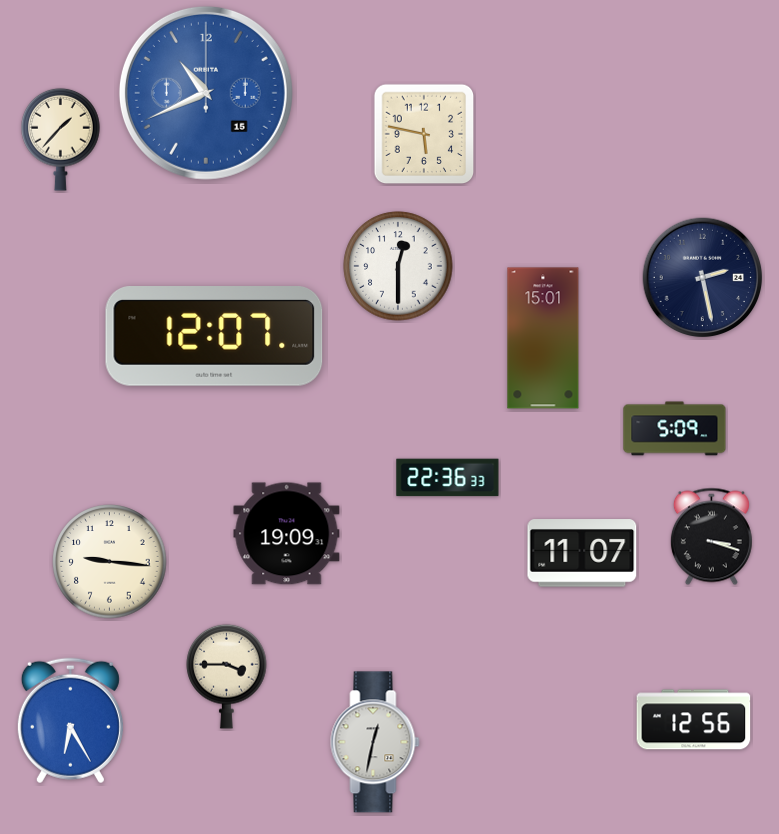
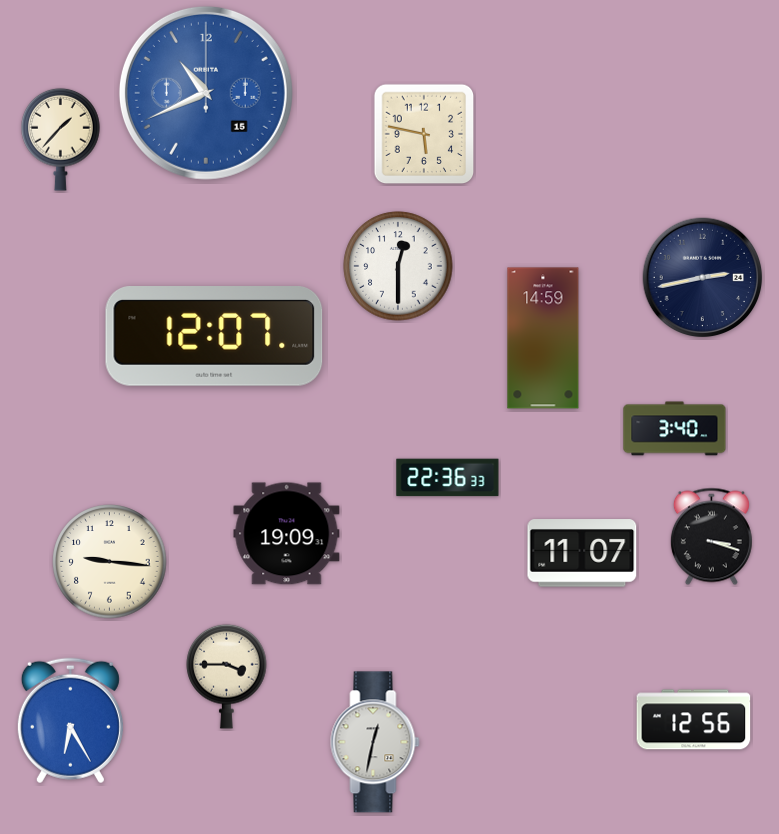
clock at (703, 278): 2:28 -> 2:43
clock at (543, 338): 15:01 -> 14:59
clock at (675, 429): 5:09 -> 3:40
